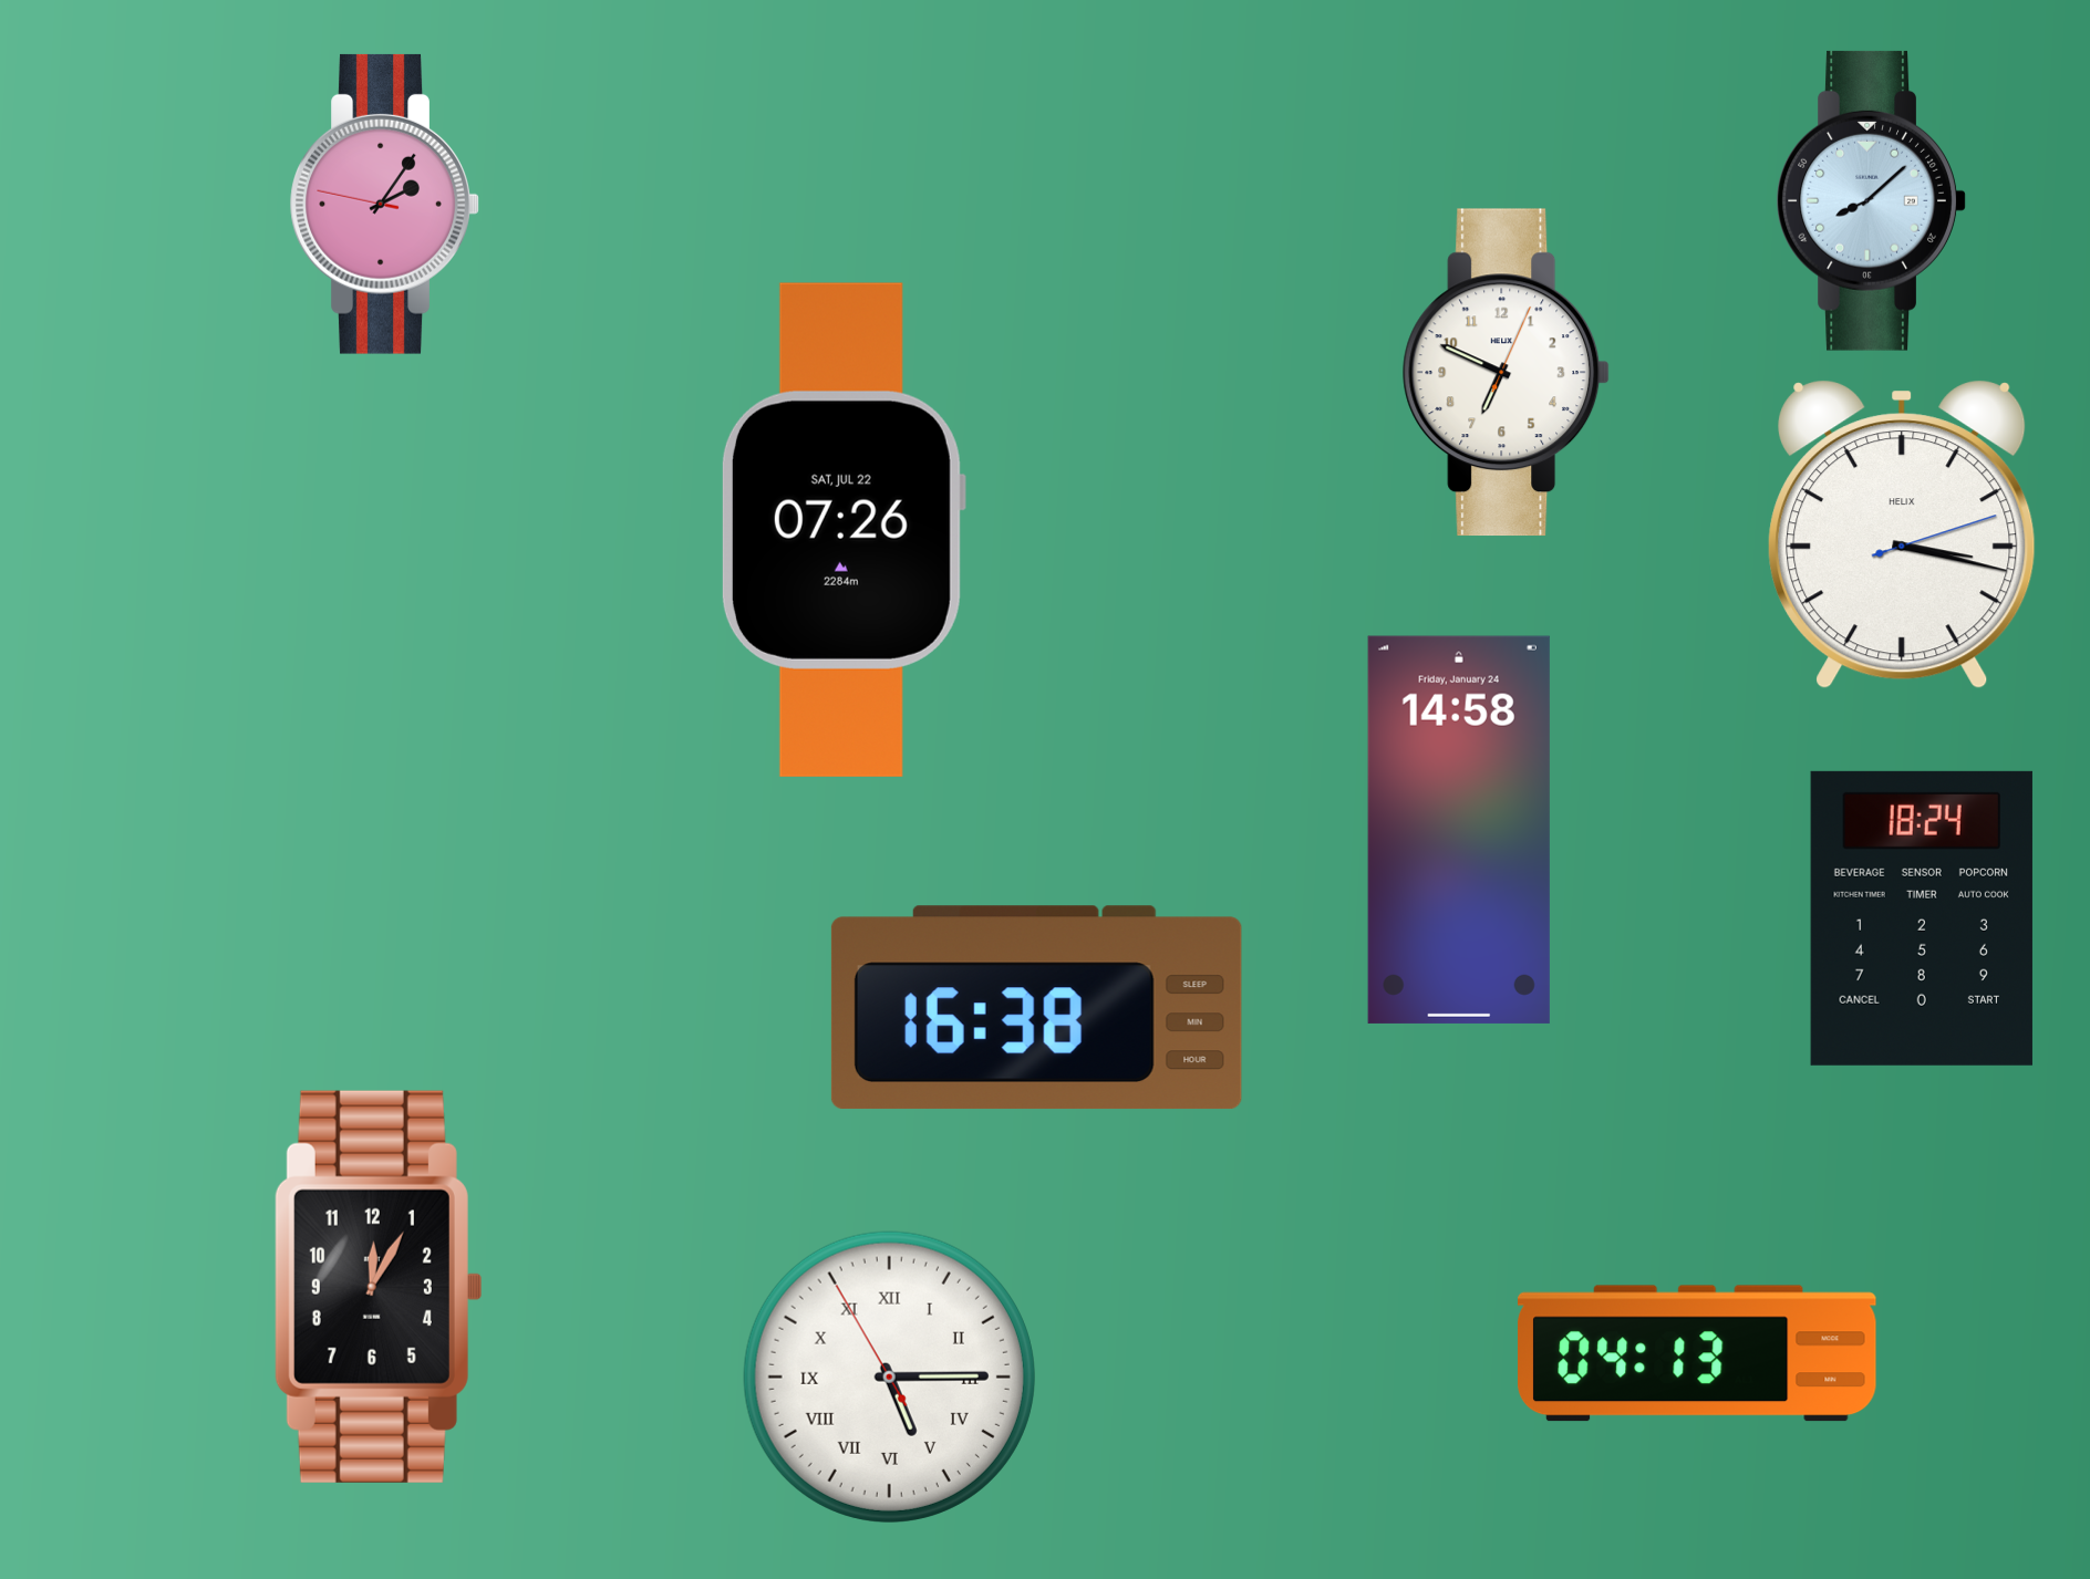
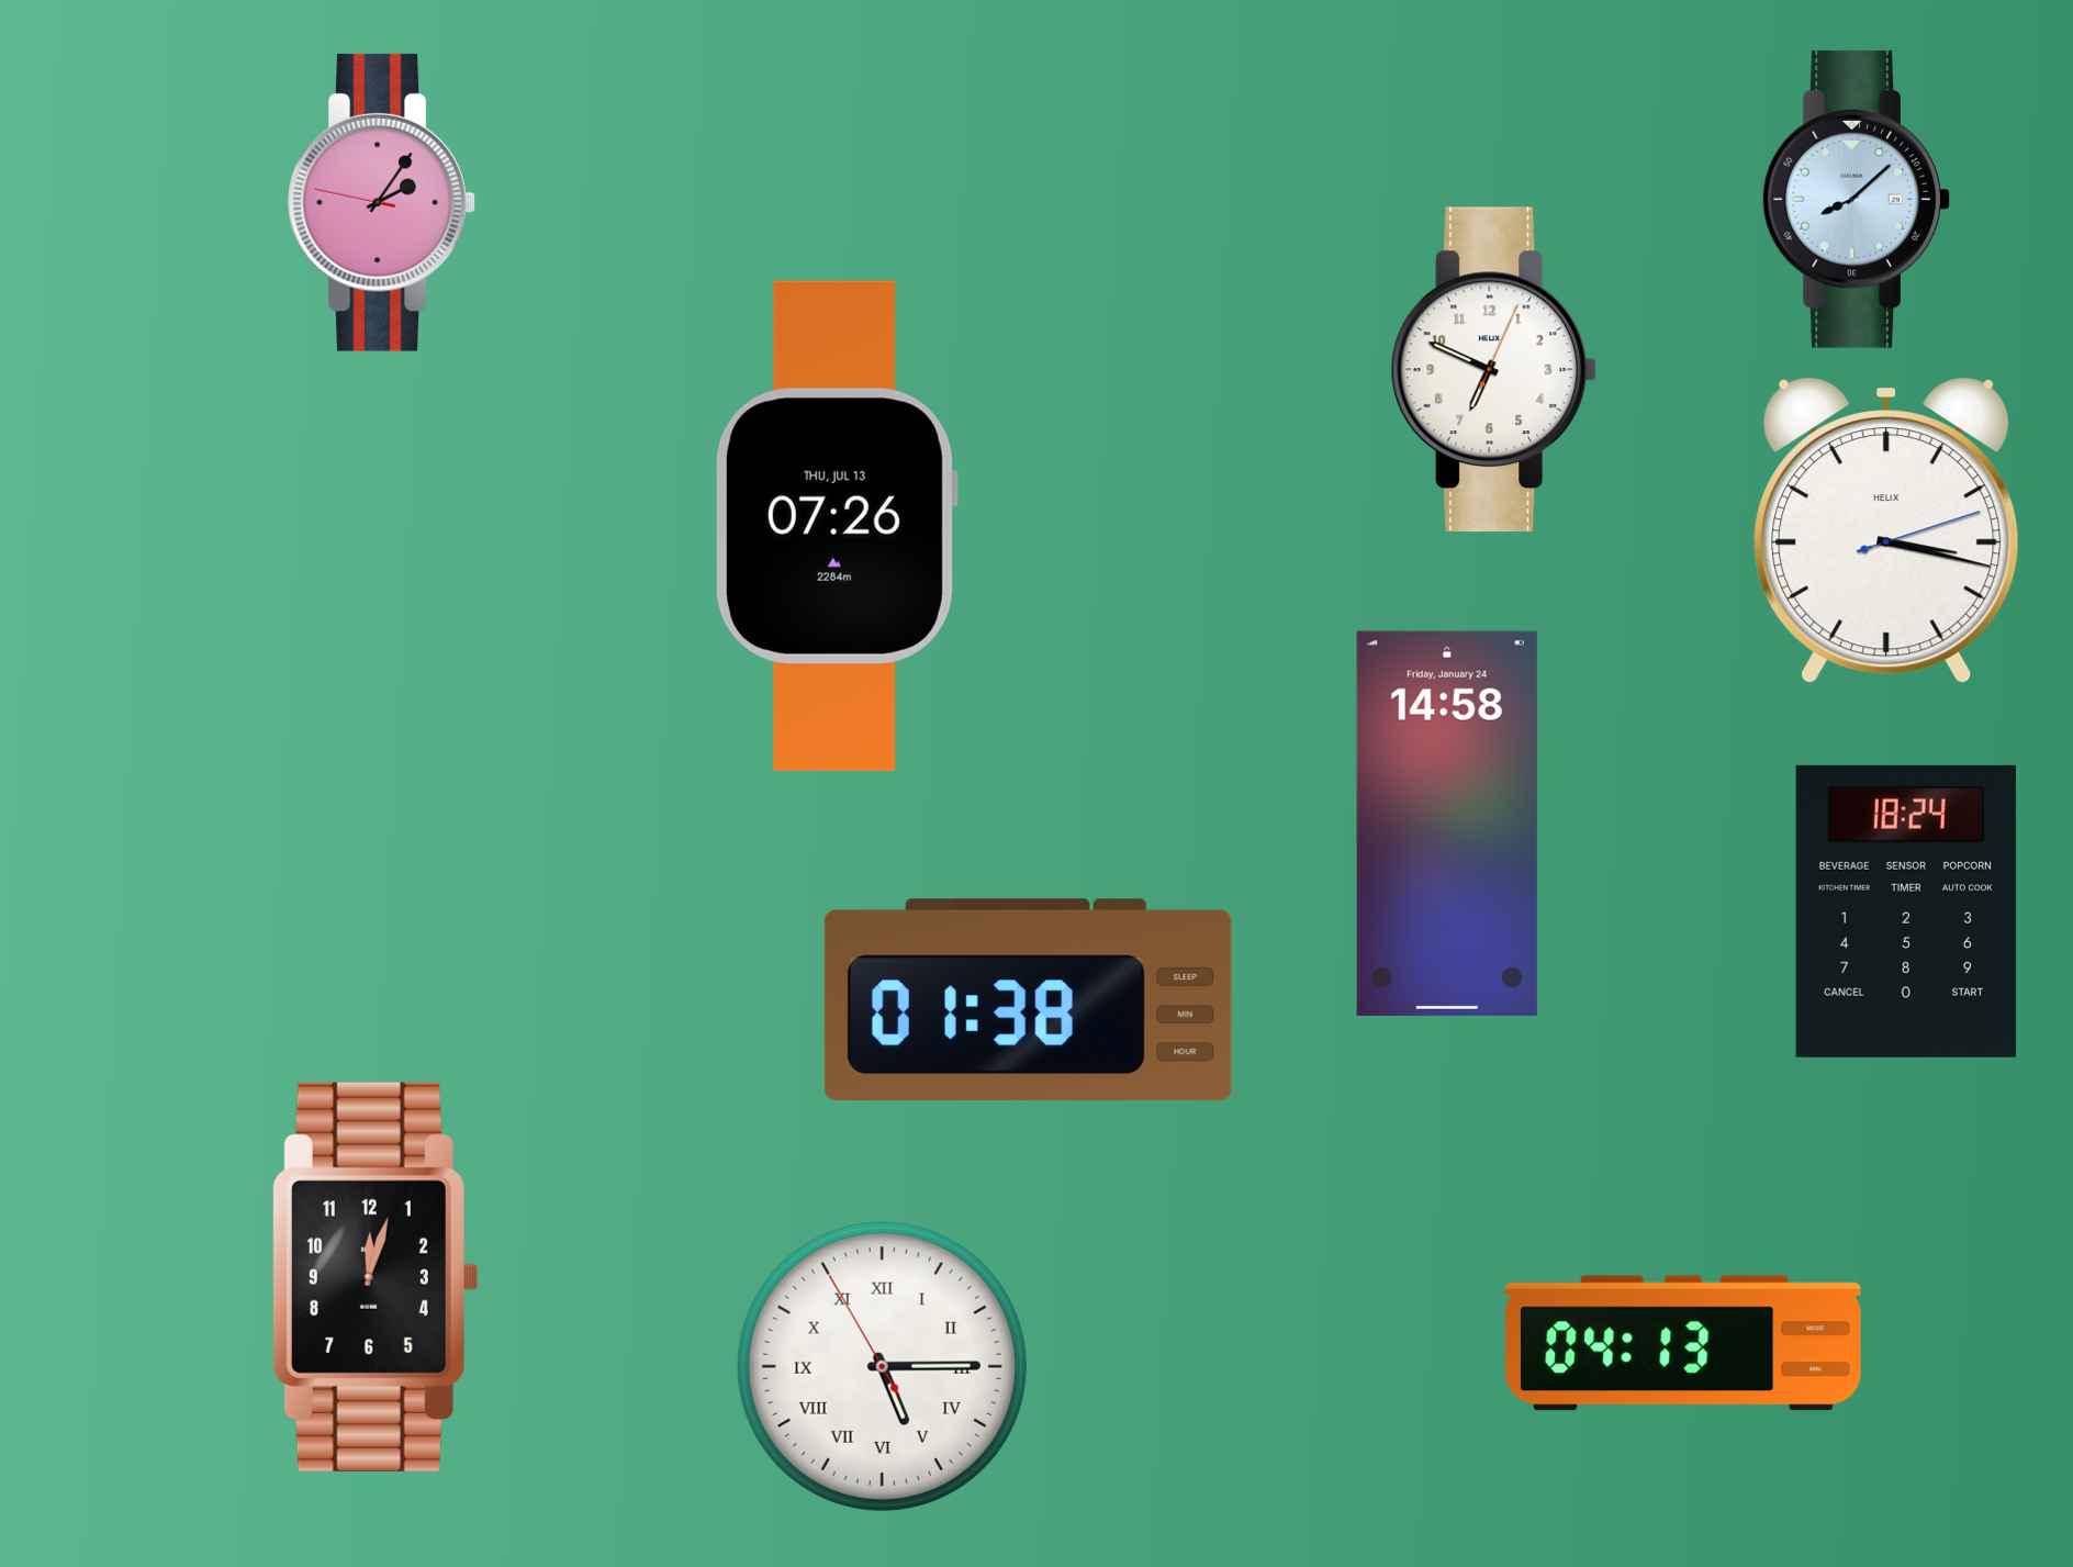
clock at (842, 530) date: SAT, JUL 22 -> THU, JUL 13
clock at (1036, 1008): 16:38 -> 01:38
clock at (377, 1287): 12:05 -> 12:03
